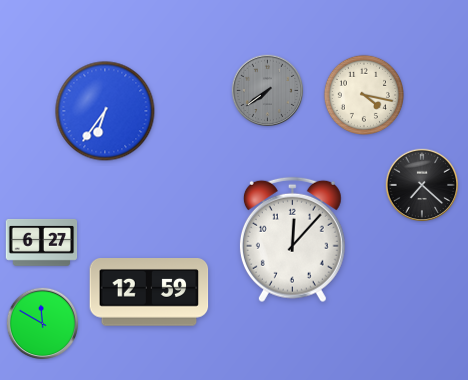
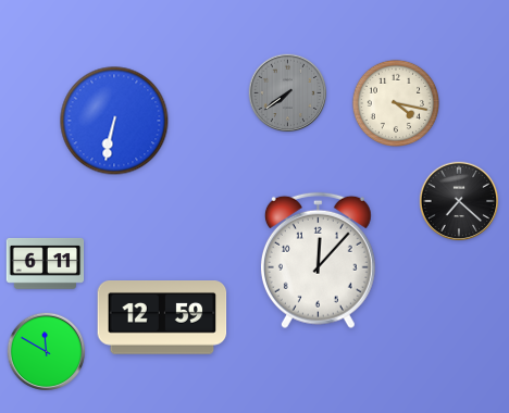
clock at (268, 91) position: (268, 91) -> (288, 93)
clock at (105, 111): 6:36 -> 6:32
clock at (42, 243): 6:27 -> 6:11
